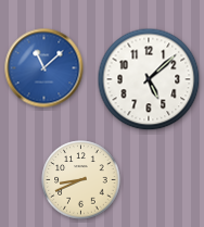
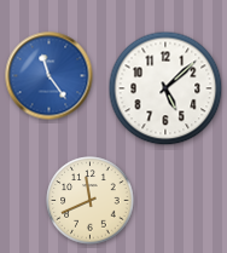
clock at (44, 68): 11:08 -> 11:24
clock at (81, 180): 8:41 -> 11:41
